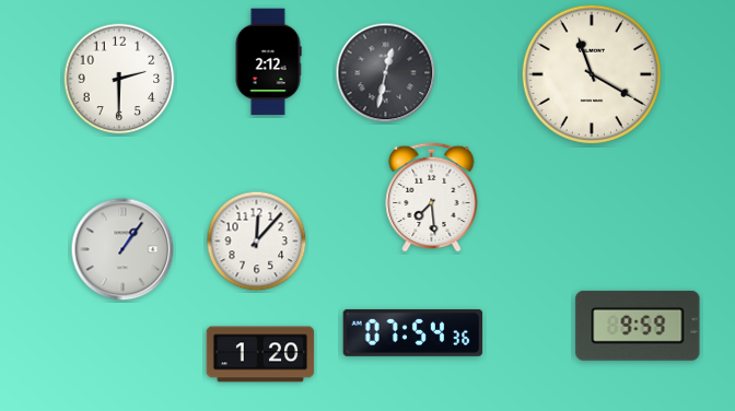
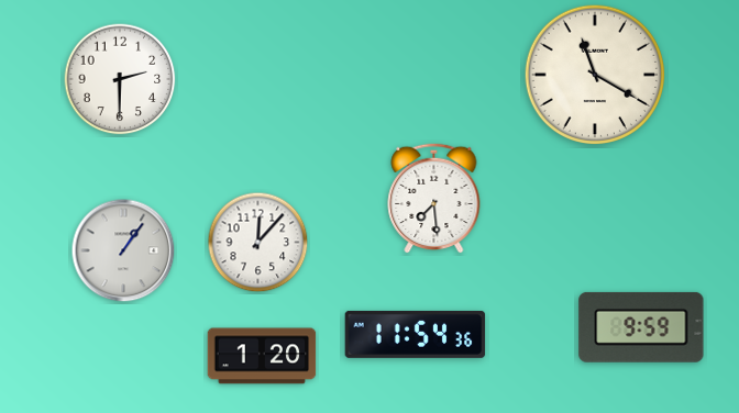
clock at (268, 62): 2:12 -> none
clock at (386, 73): 12:32 -> none
clock at (413, 332): 07:54 -> 11:54
